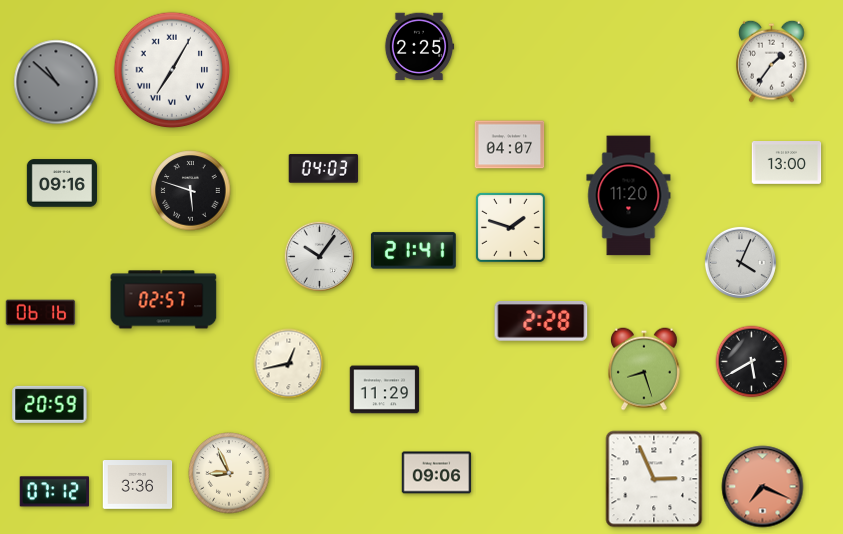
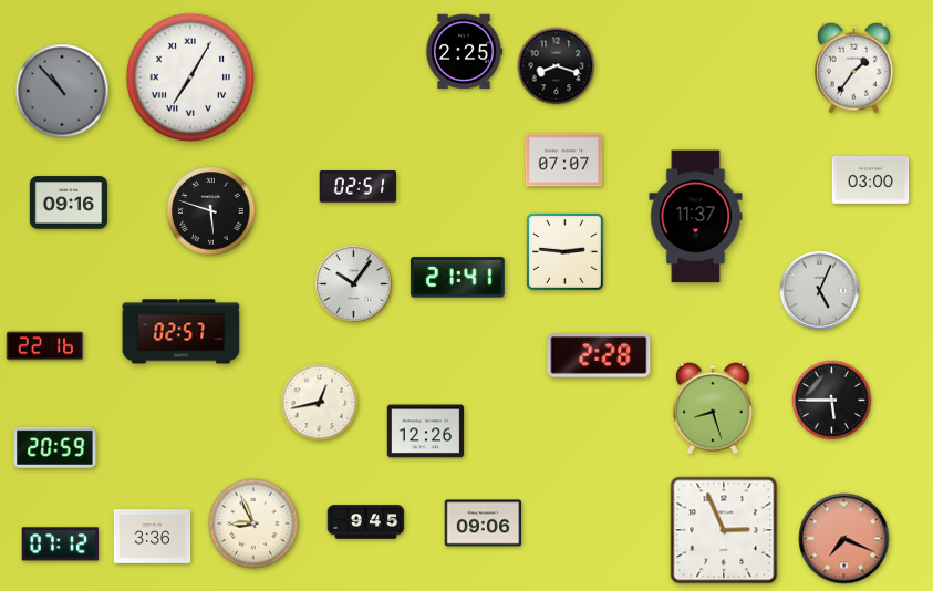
clock at (557, 66): none -> 8:18
clock at (56, 82): 10:52 -> 10:53
clock at (510, 145): 04:07 -> 07:07
clock at (787, 163): 13:00 -> 03:00
clock at (324, 169): 04:03 -> 02:51
clock at (629, 196): 11:20 -> 11:37
clock at (510, 227): 1:48 -> 2:46
clock at (740, 262): 4:04 -> 5:04
clock at (41, 313): 06:16 -> 22:16
clock at (752, 362): 5:40 -> 5:45
clock at (385, 390): 11:29 -> 12:26
clock at (366, 522): none -> 9:45
